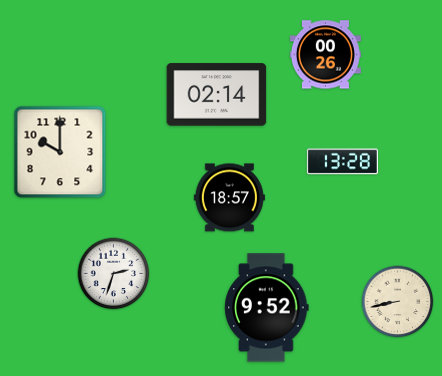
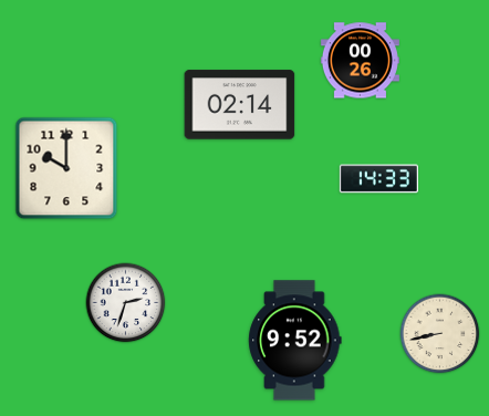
clock at (342, 162): 13:28 -> 14:33
clock at (229, 198): 18:57 -> none
